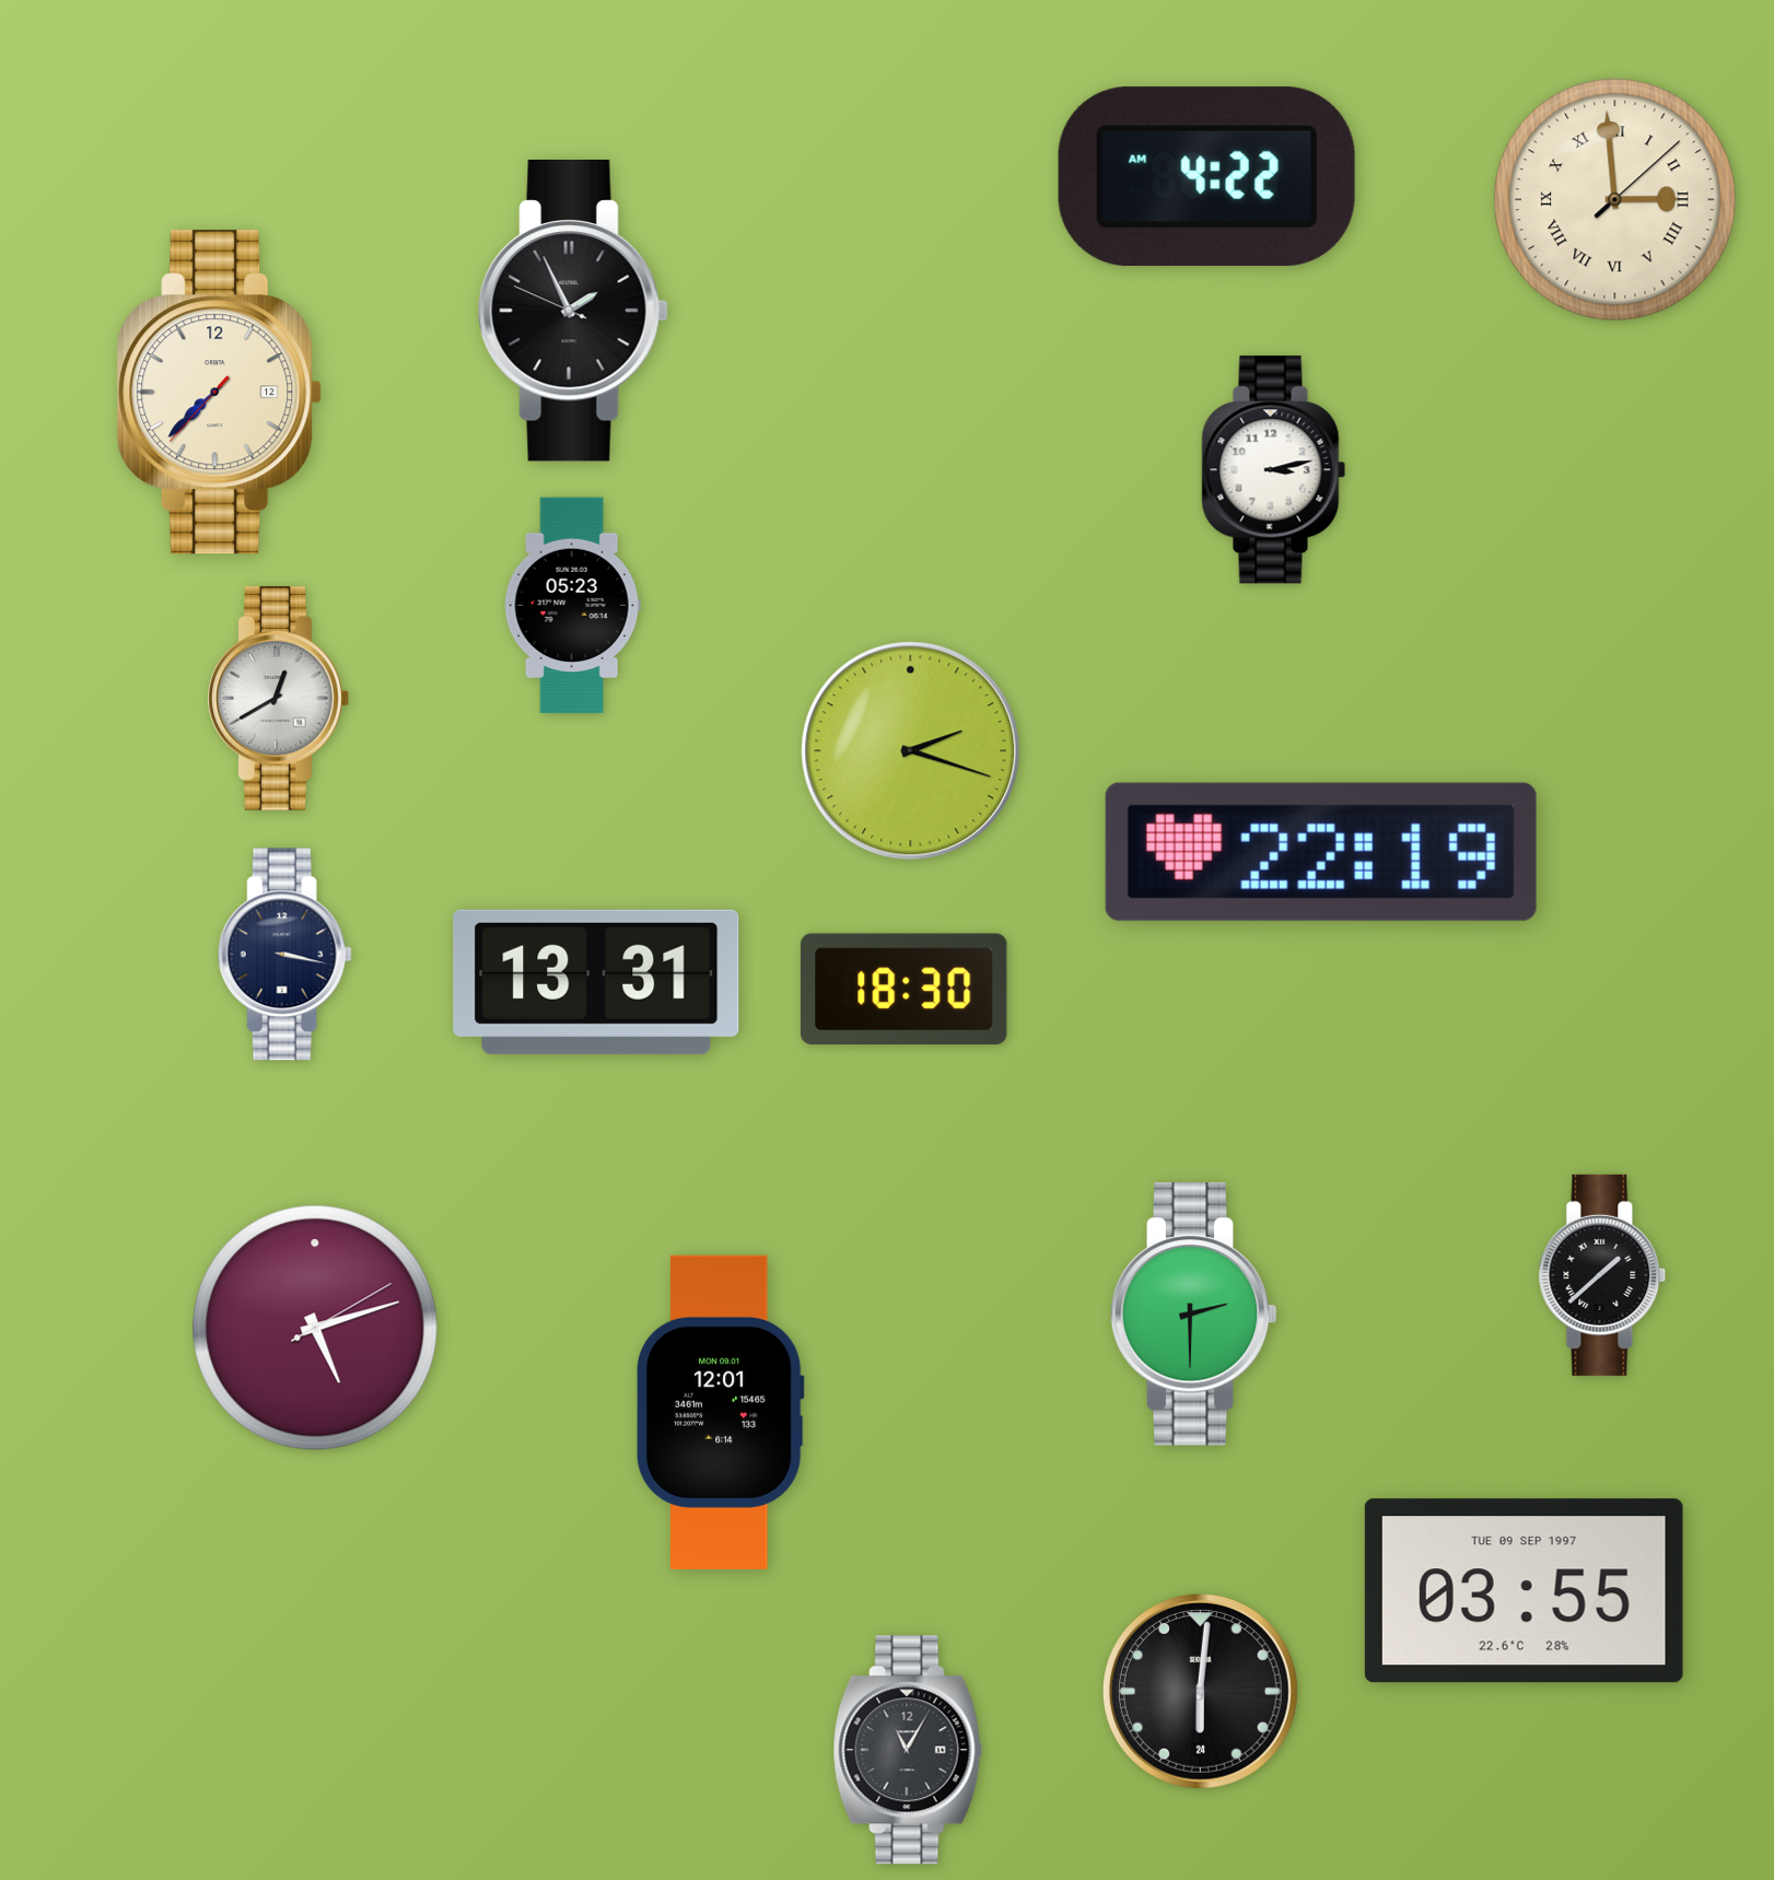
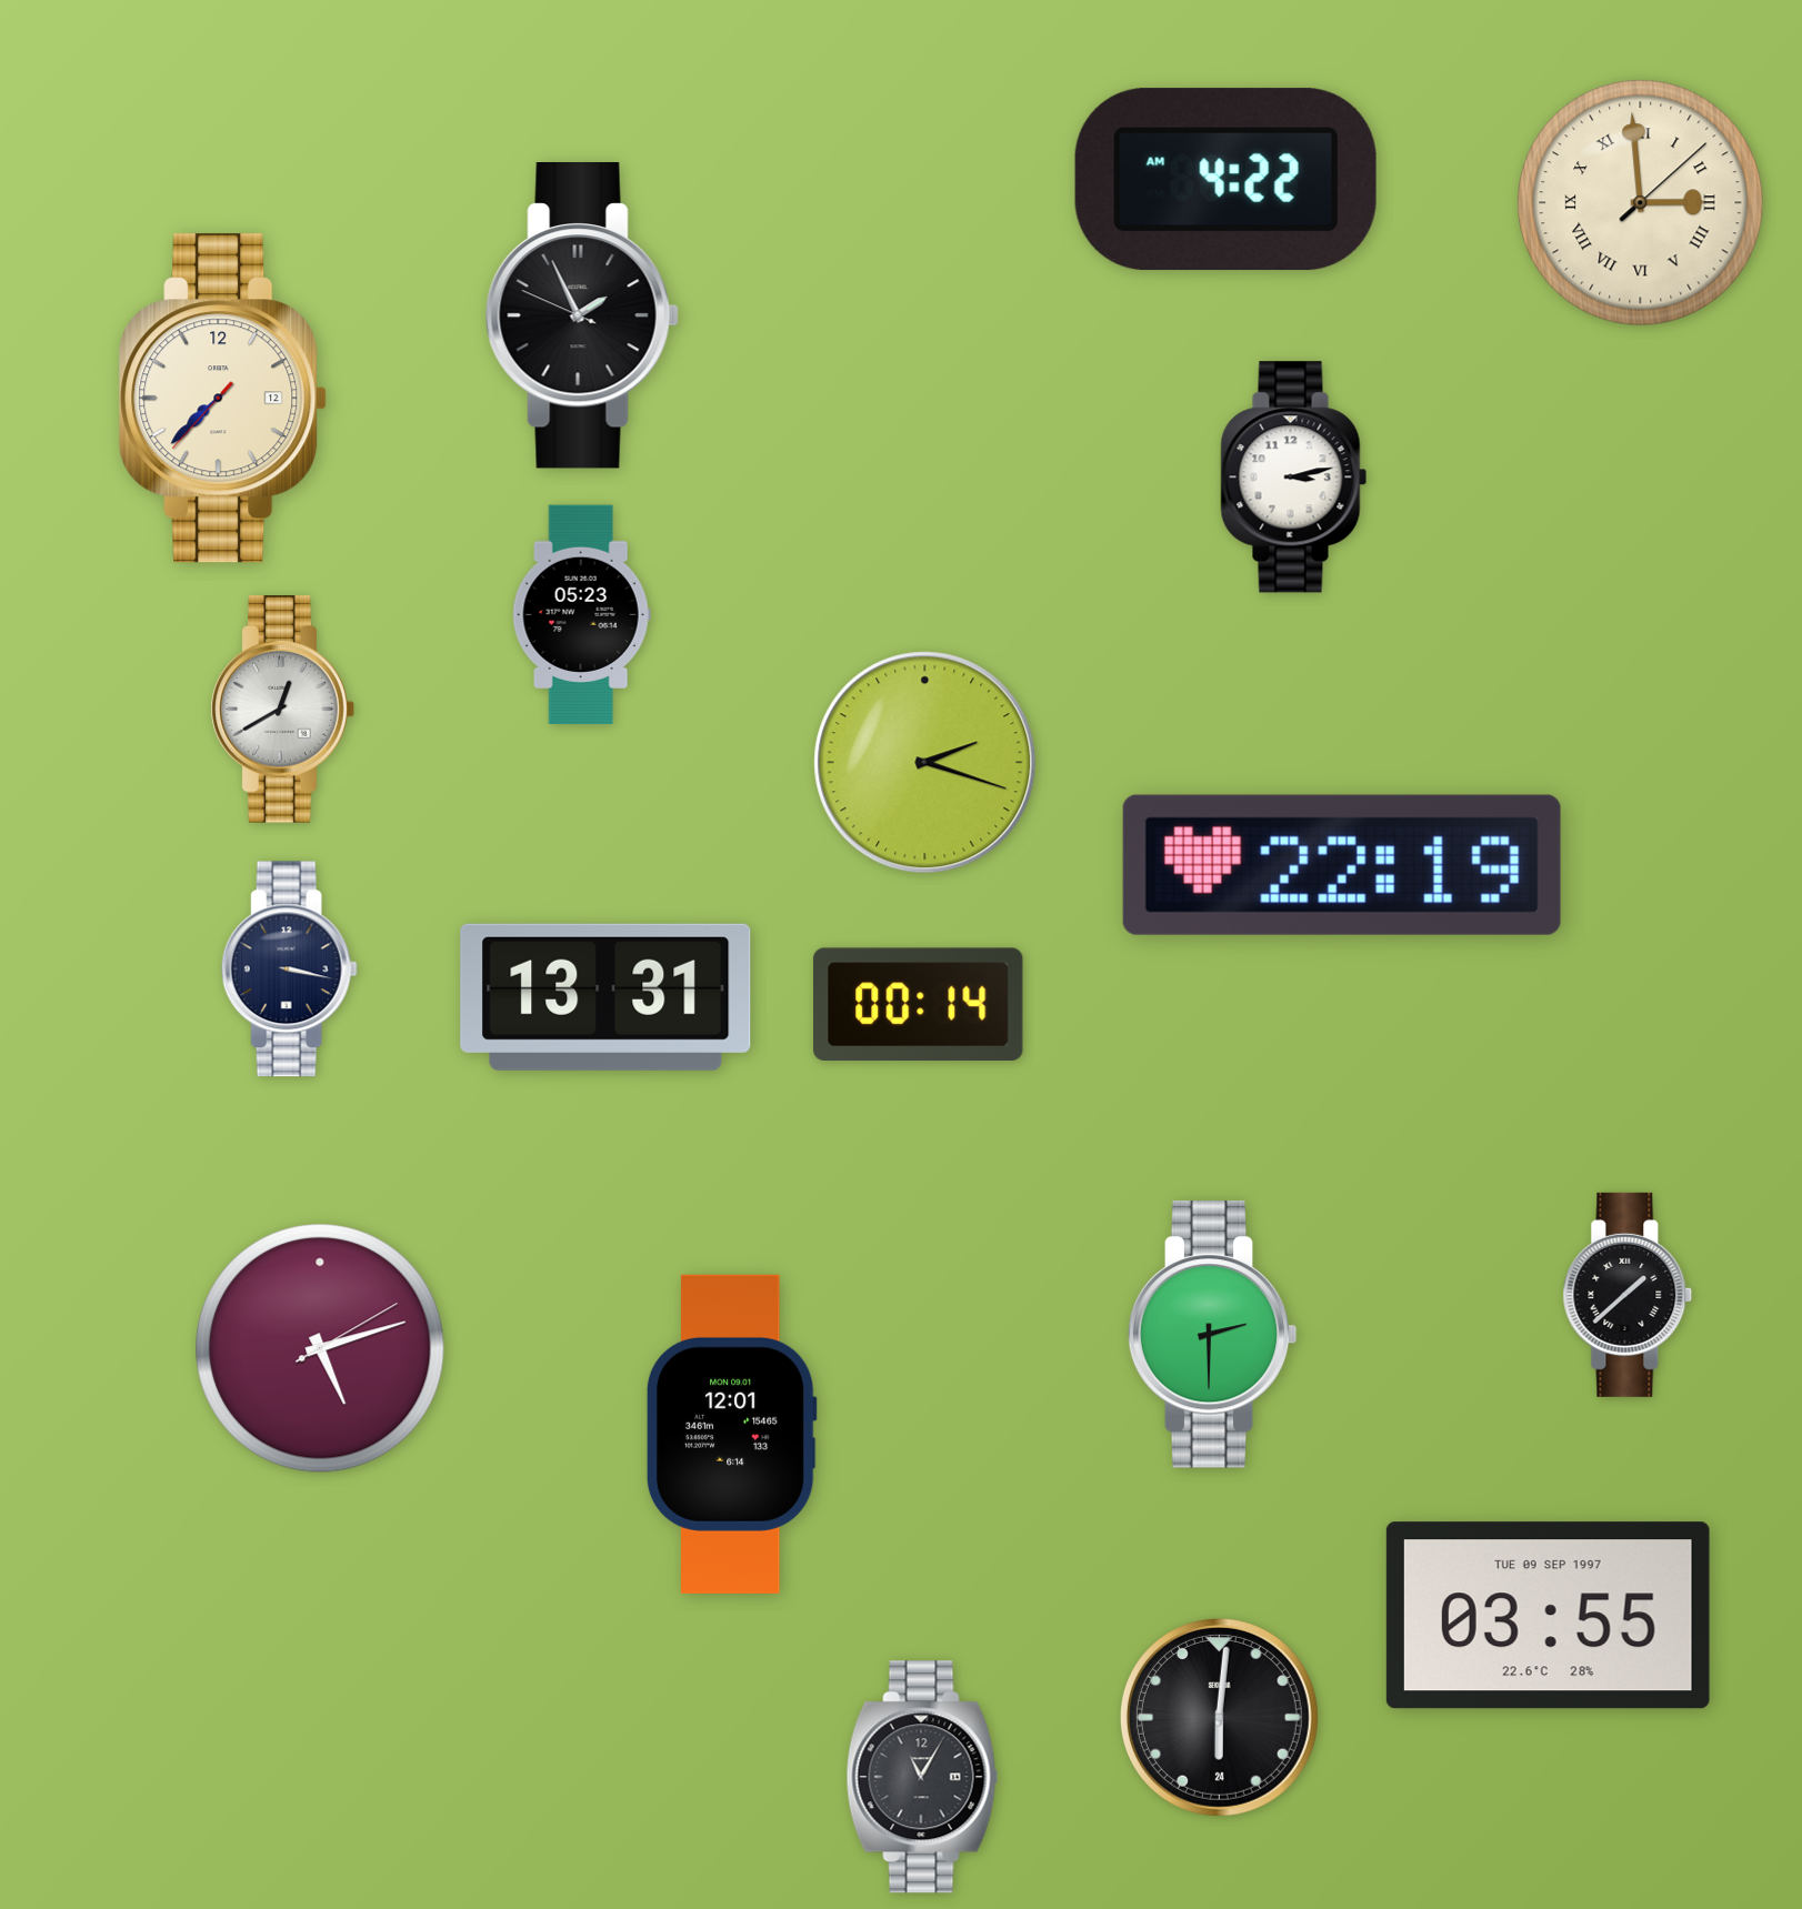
clock at (904, 989): 18:30 -> 00:14
